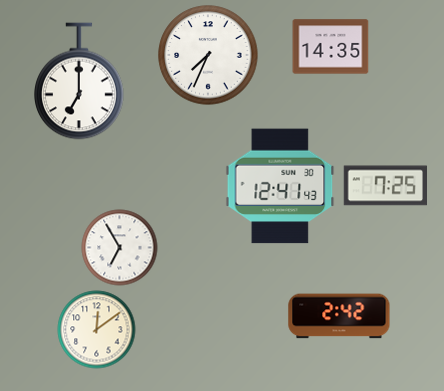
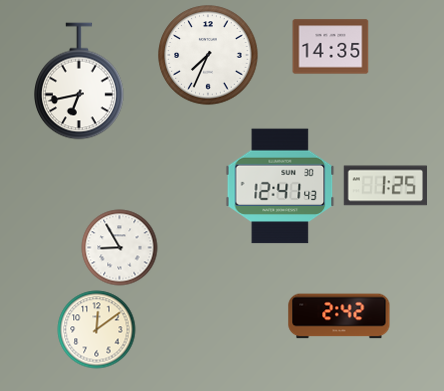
clock at (79, 81): 7:00 -> 6:43
clock at (386, 186): 7:25 -> 1:25
clock at (120, 248): 6:55 -> 8:55
